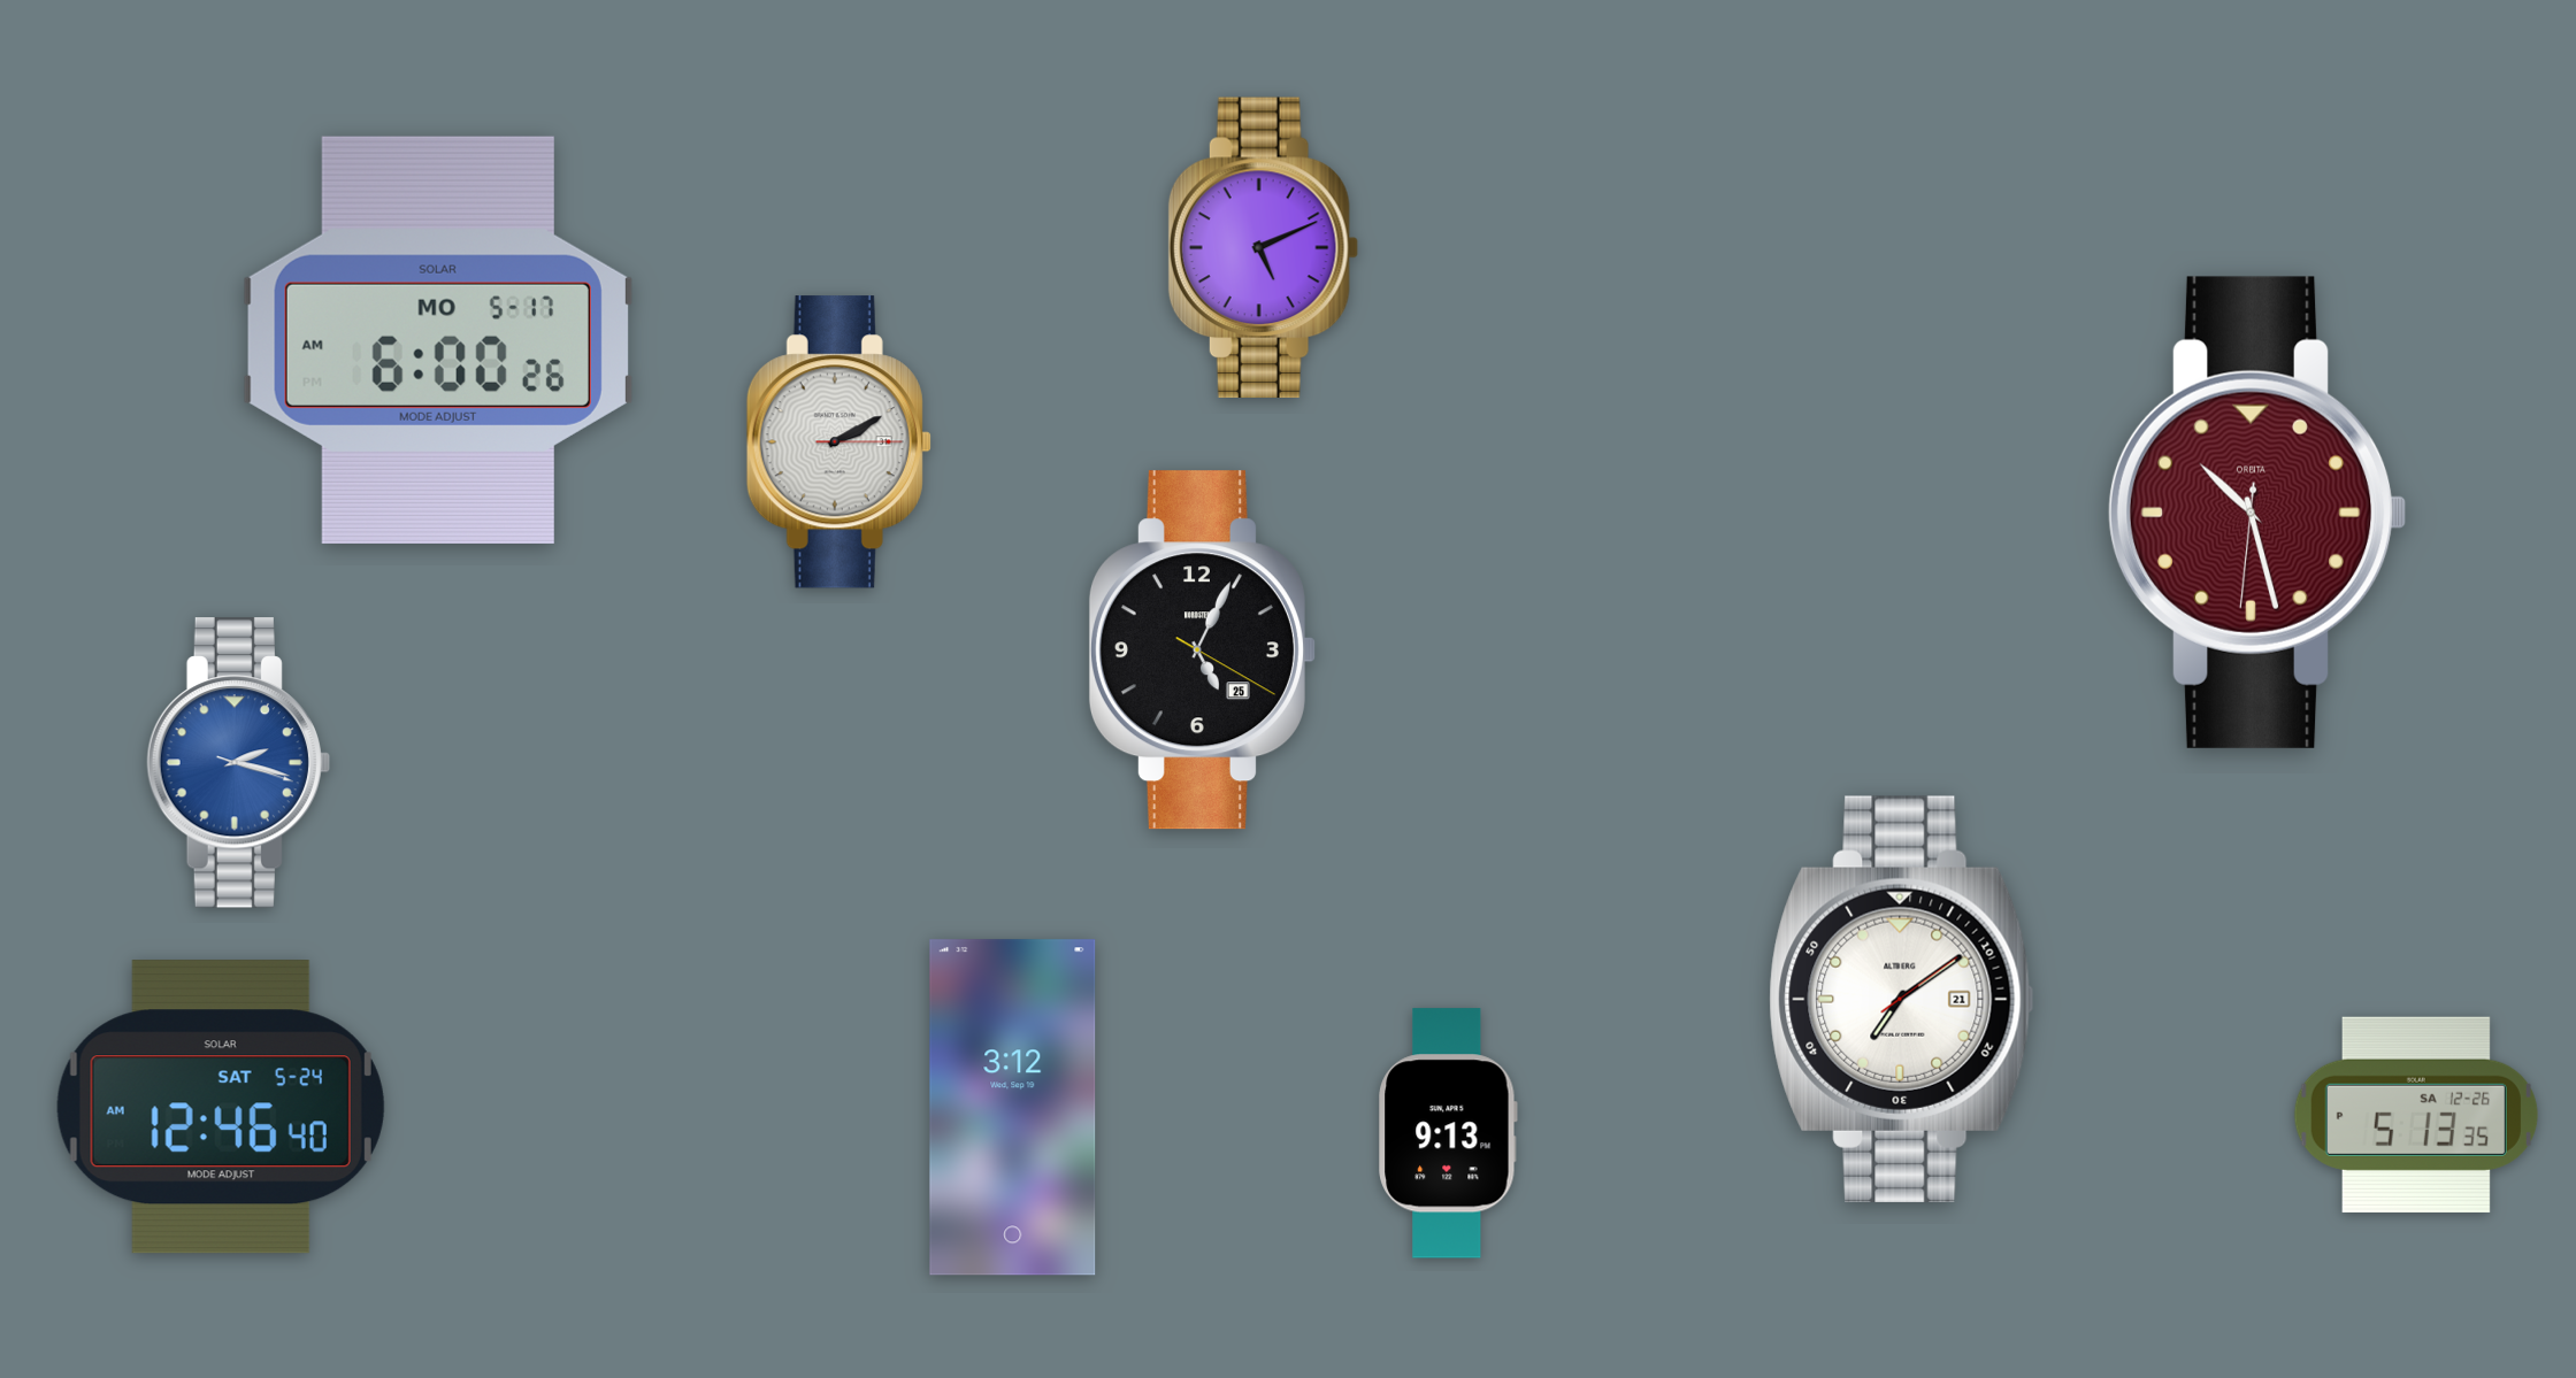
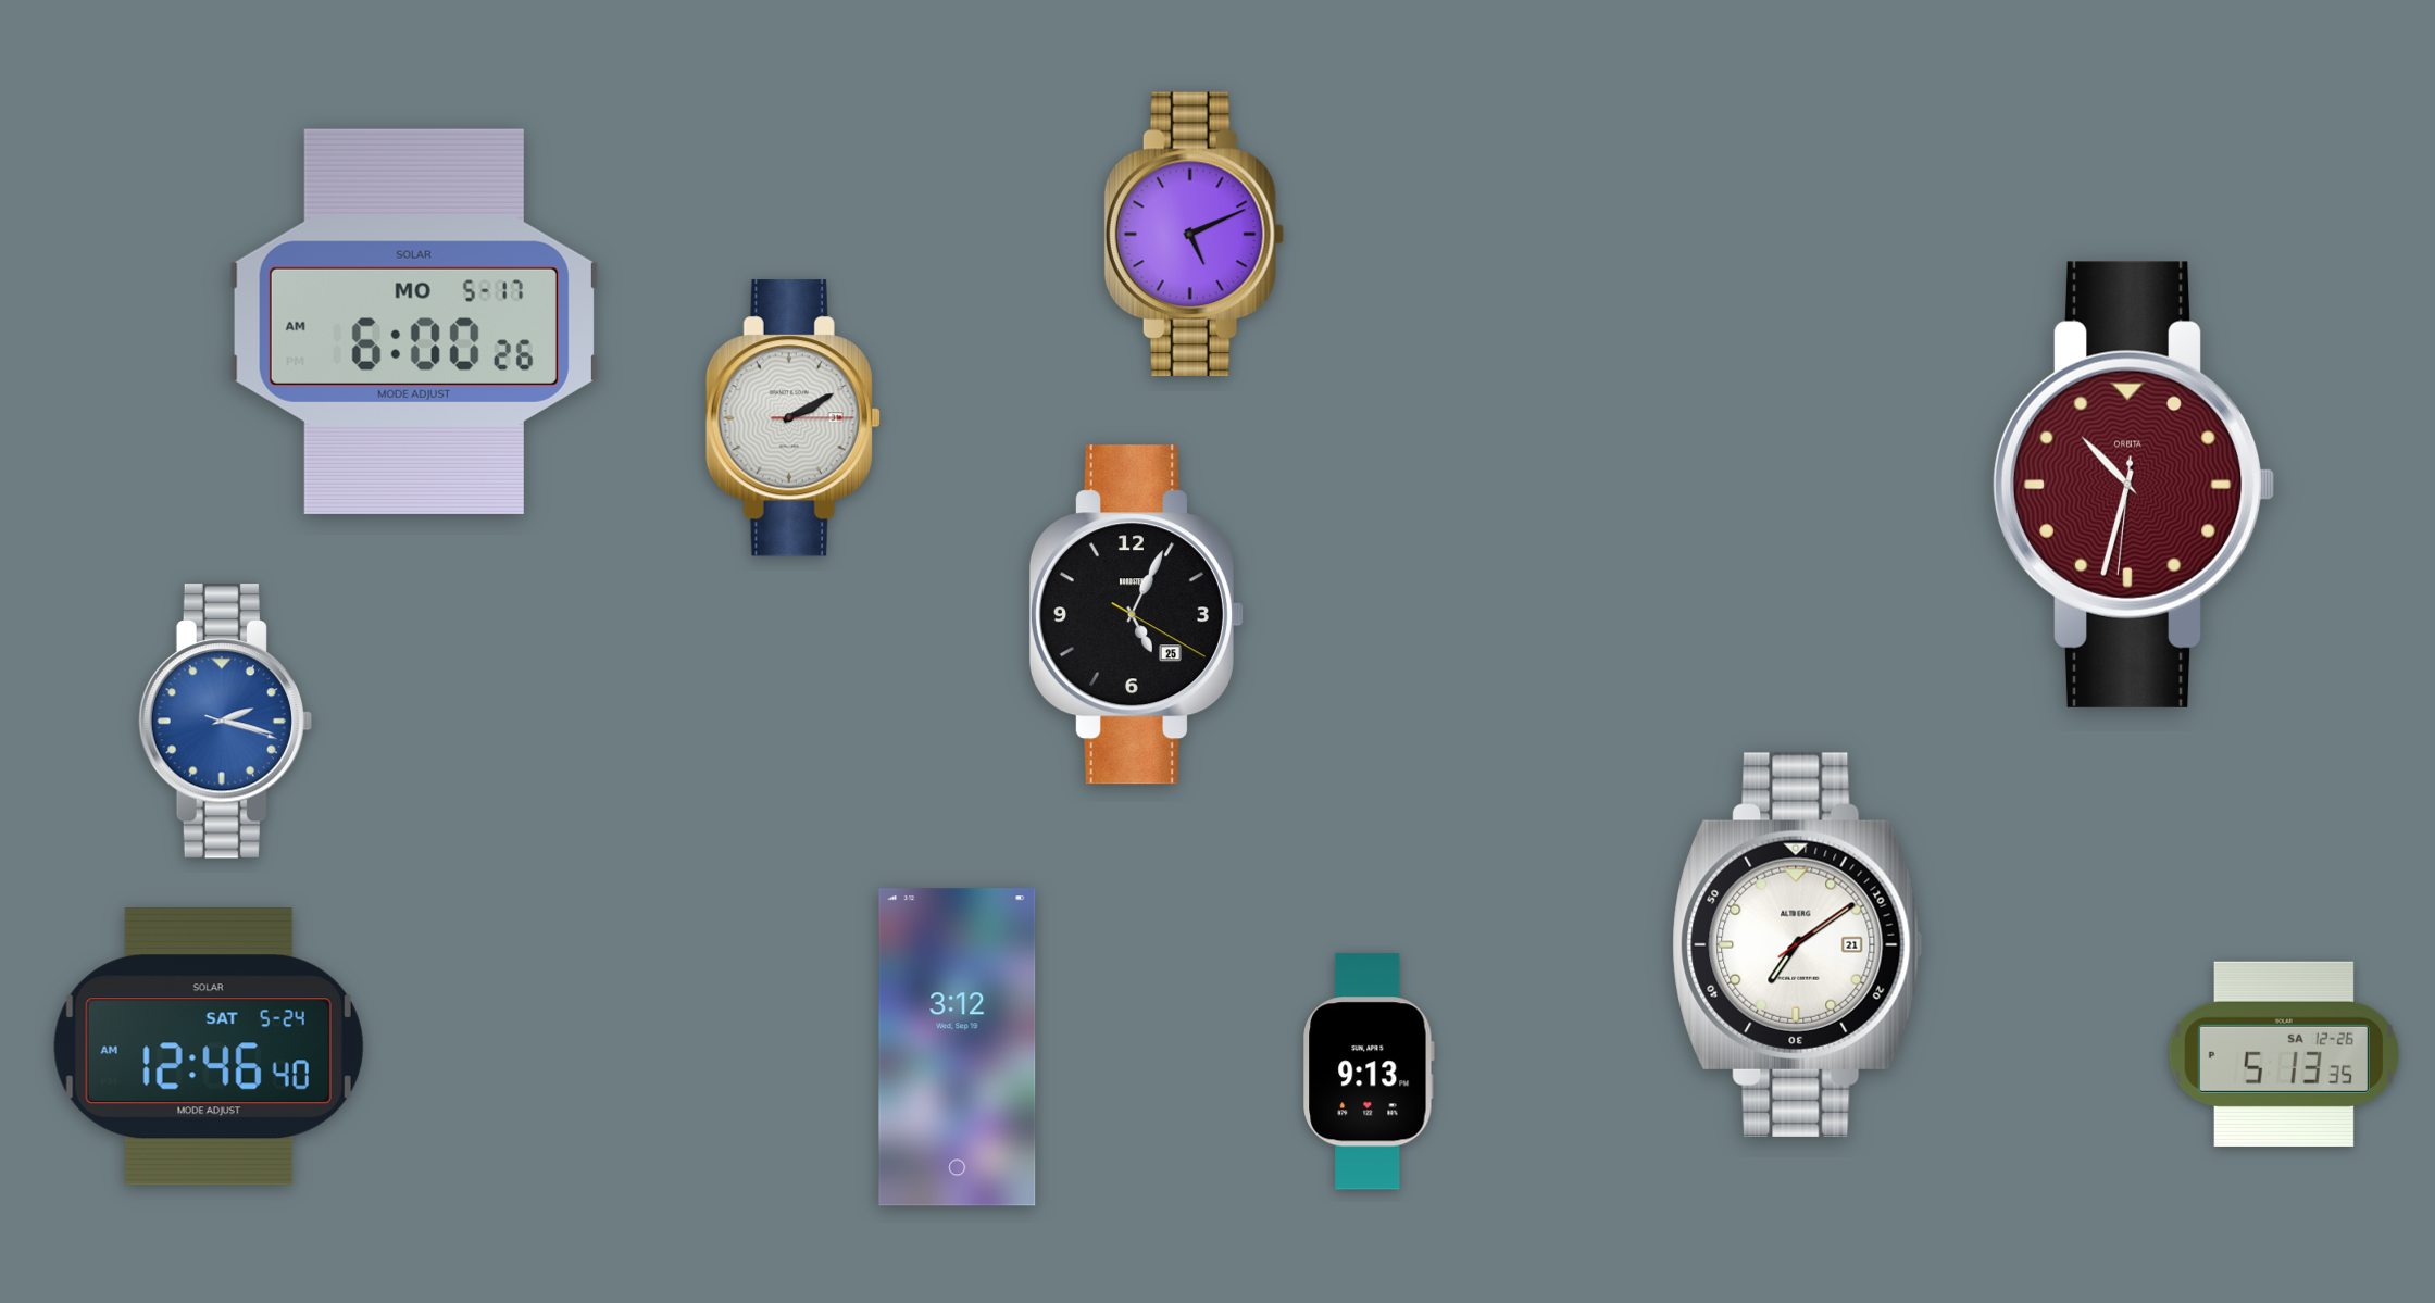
clock at (2257, 513): 10:27 -> 10:32
